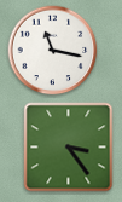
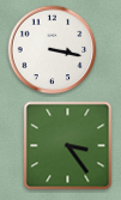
clock at (53, 51): 11:17 -> 3:17
